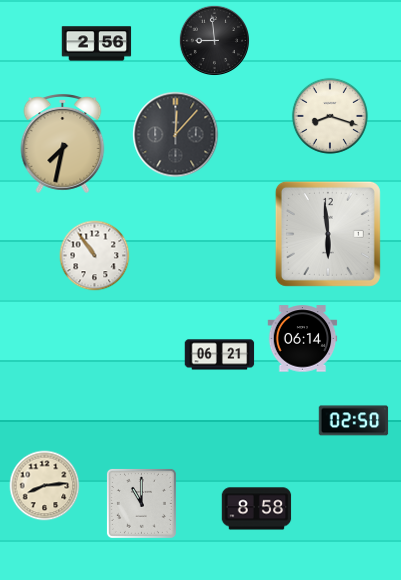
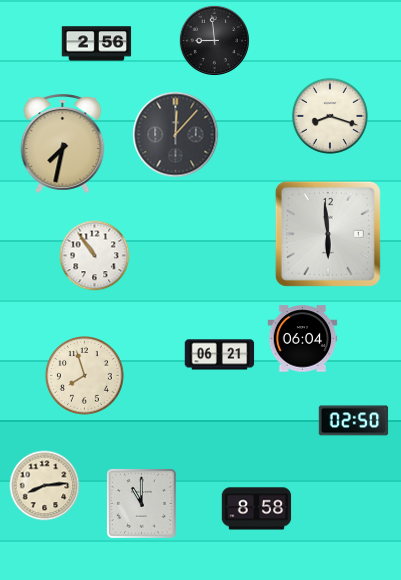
clock at (303, 339): 06:14 -> 06:04
clock at (85, 376): none -> 7:57
